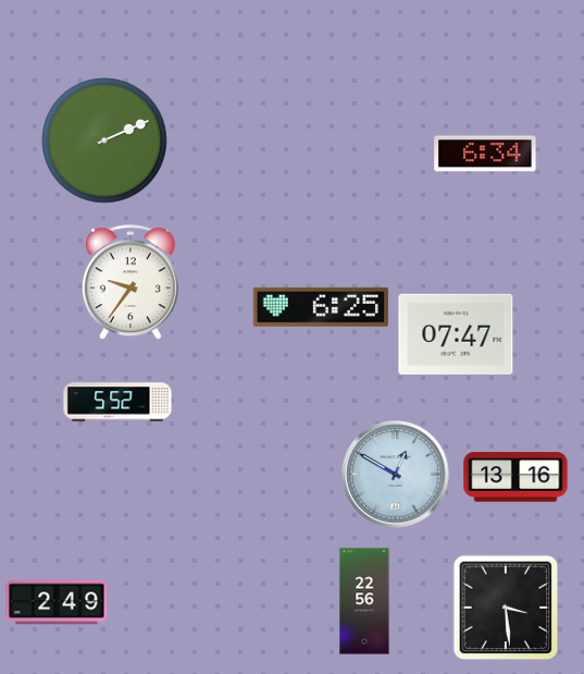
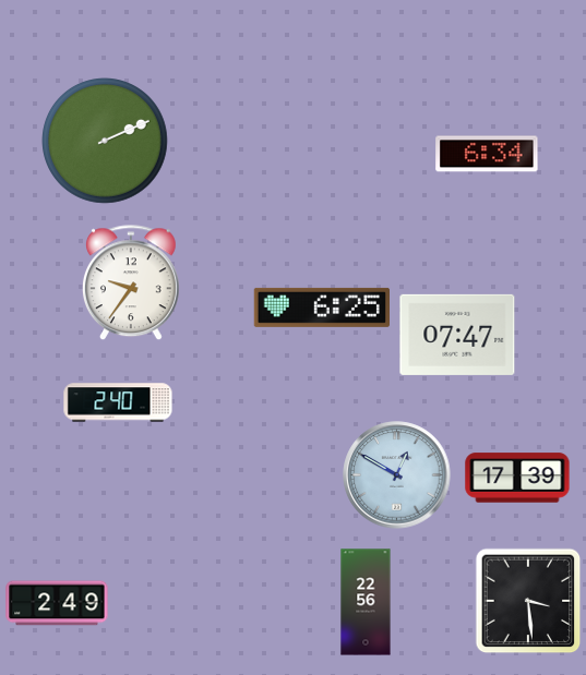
clock at (117, 402): 5:52 -> 2:40
clock at (515, 477): 13:16 -> 17:39
clock at (506, 608) position: (506, 608) -> (528, 601)
